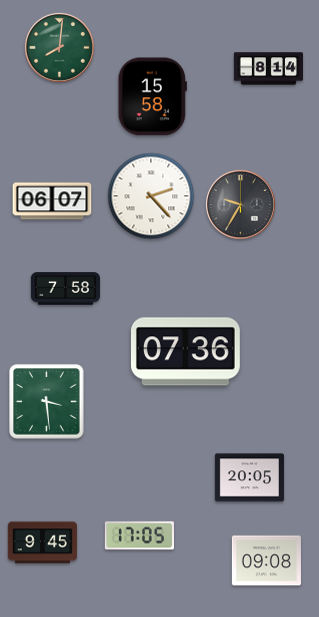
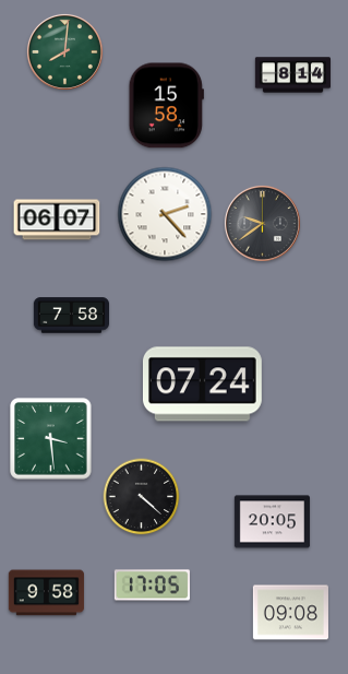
clock at (240, 204): 9:35 -> 9:39
clock at (185, 352): 07:36 -> 07:24
clock at (142, 497): none -> 4:22
clock at (42, 543): 9:45 -> 9:58
